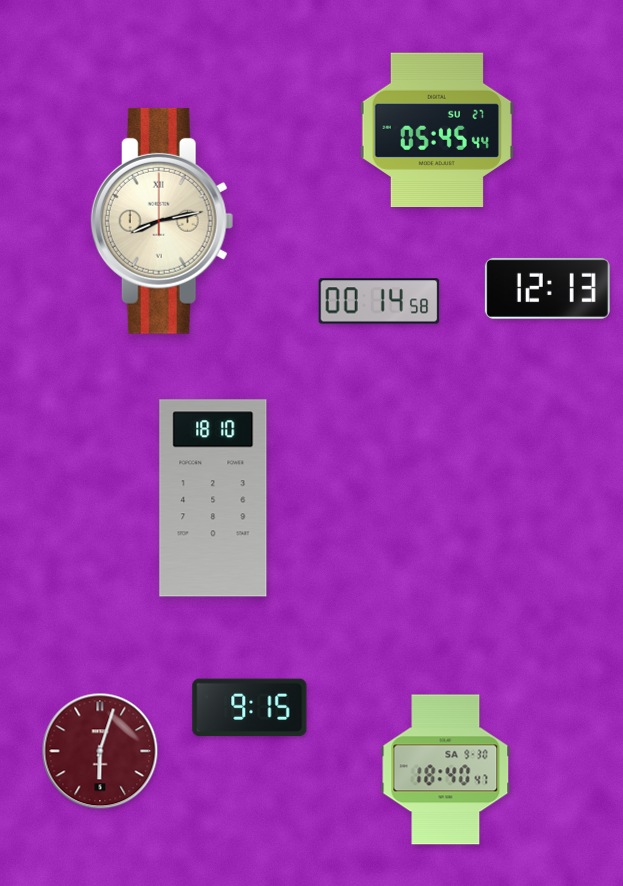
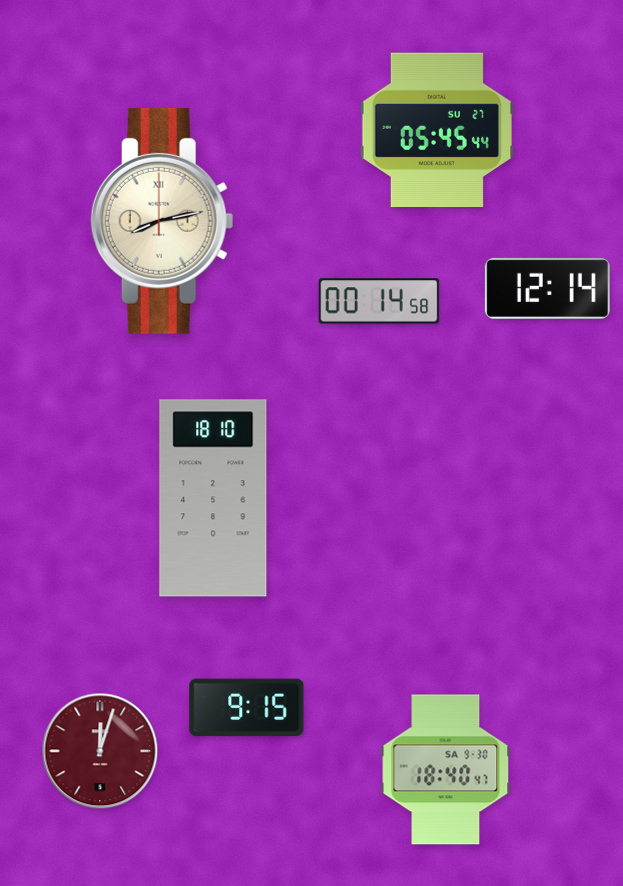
clock at (547, 288): 12:13 -> 12:14
clock at (250, 708) position: (250, 708) -> (247, 708)
clock at (100, 751): 6:03 -> 12:03
